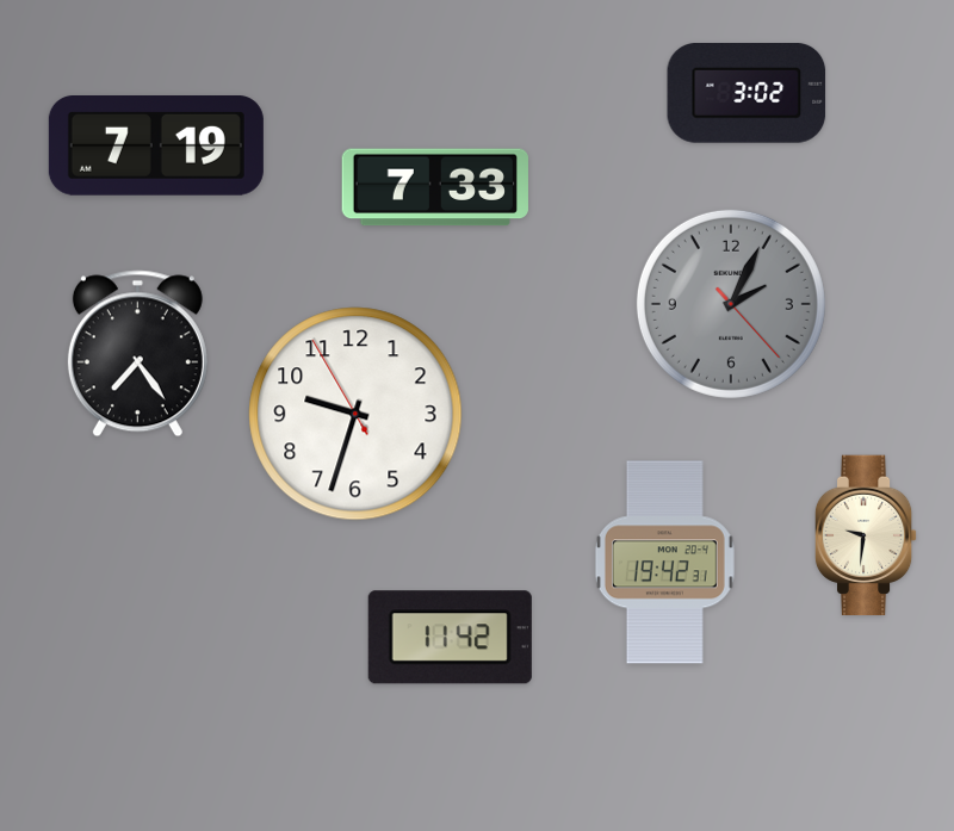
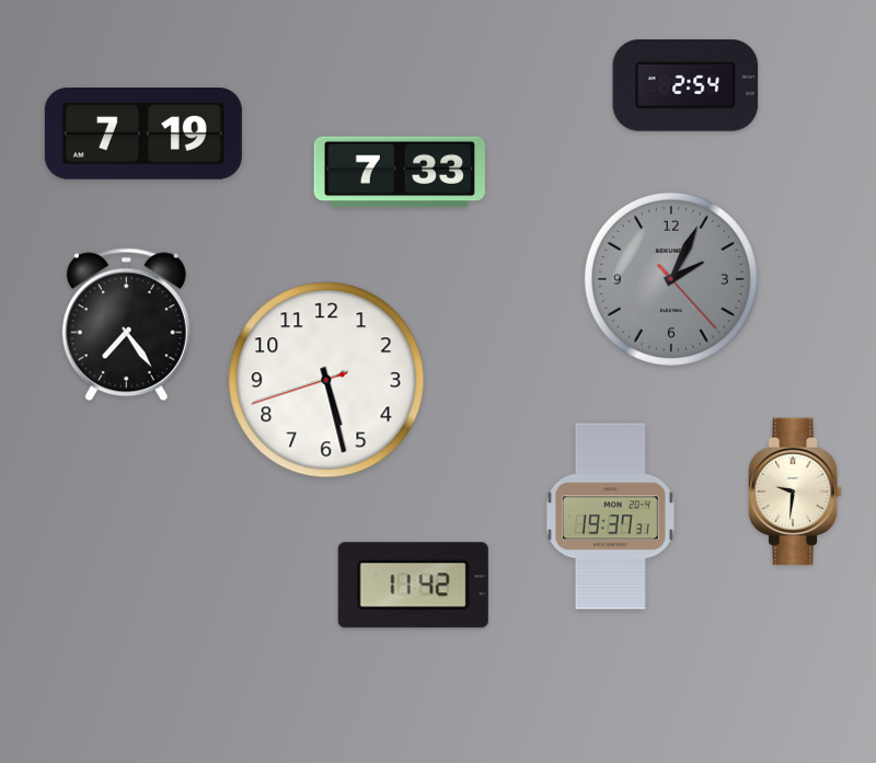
clock at (747, 94): 3:02 -> 2:54
clock at (355, 414): 9:32 -> 5:27
clock at (664, 563): 19:42 -> 19:37
